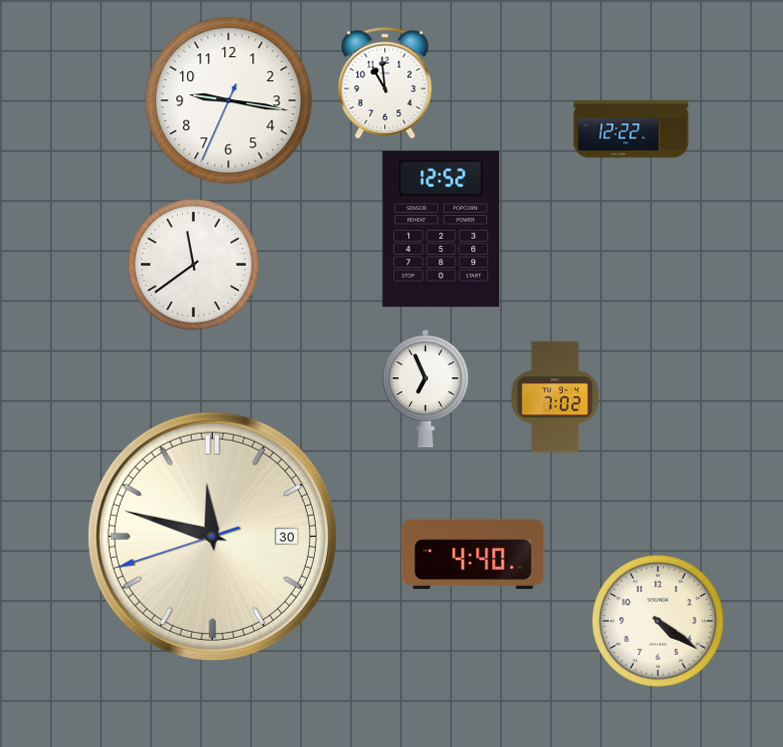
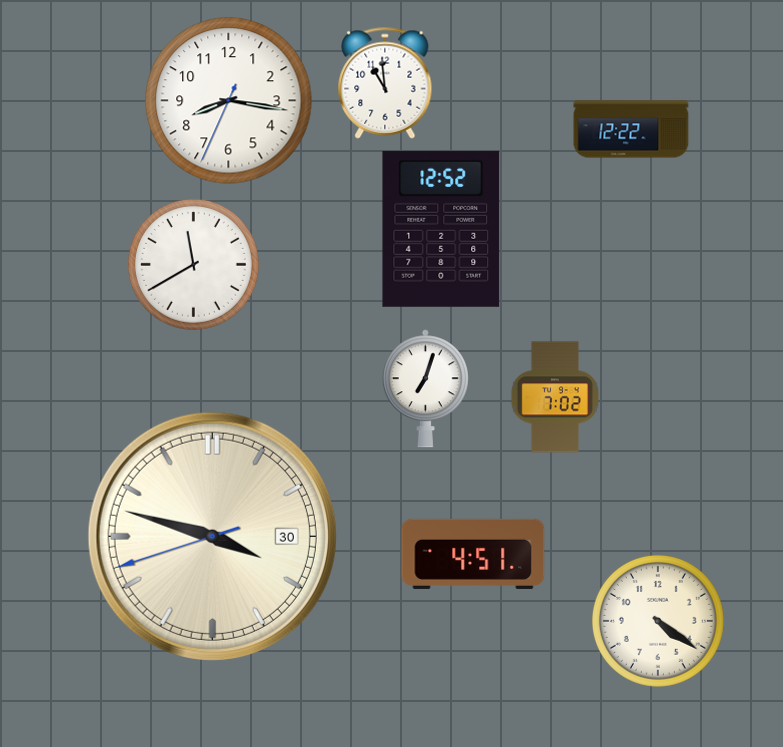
clock at (229, 101): 9:16 -> 8:16
clock at (193, 264): 11:39 -> 11:40
clock at (425, 389): 6:56 -> 7:03
clock at (212, 536): 11:47 -> 3:47
clock at (473, 554): 4:40 -> 4:51
